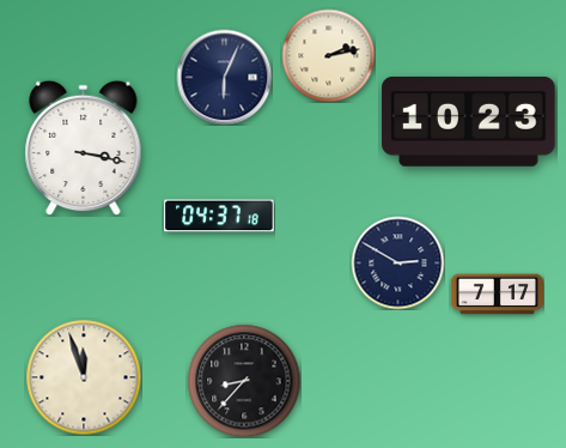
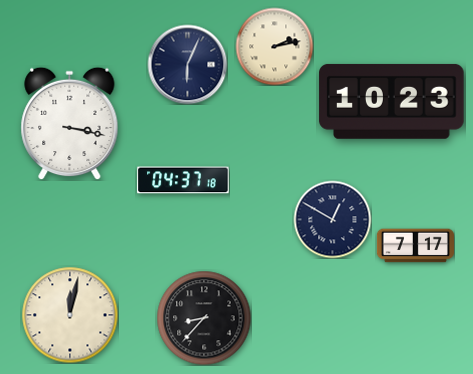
clock at (397, 262): 2:50 -> 12:50
clock at (84, 377): 11:57 -> 12:02
